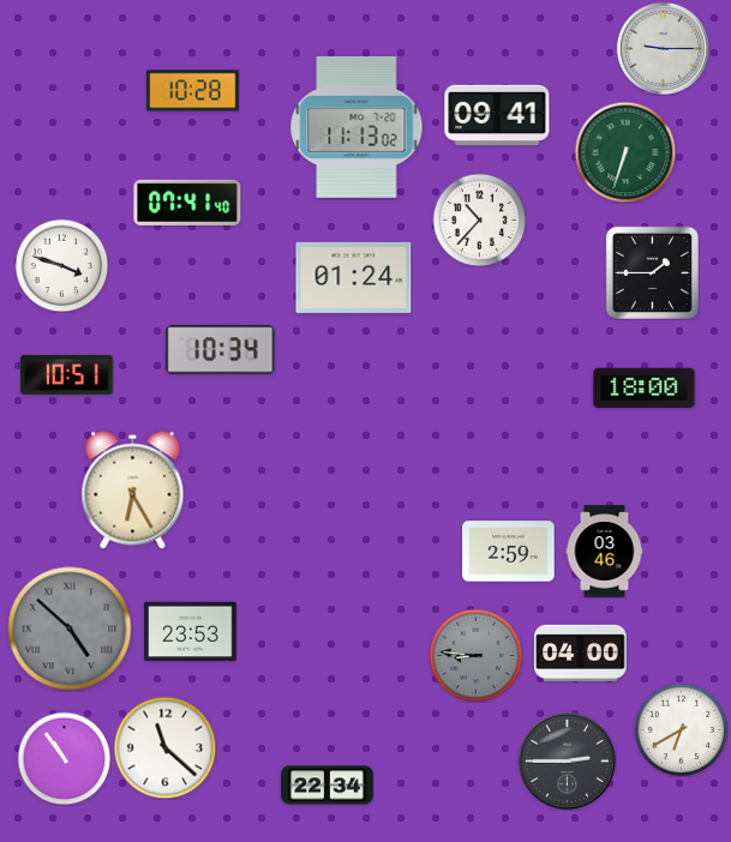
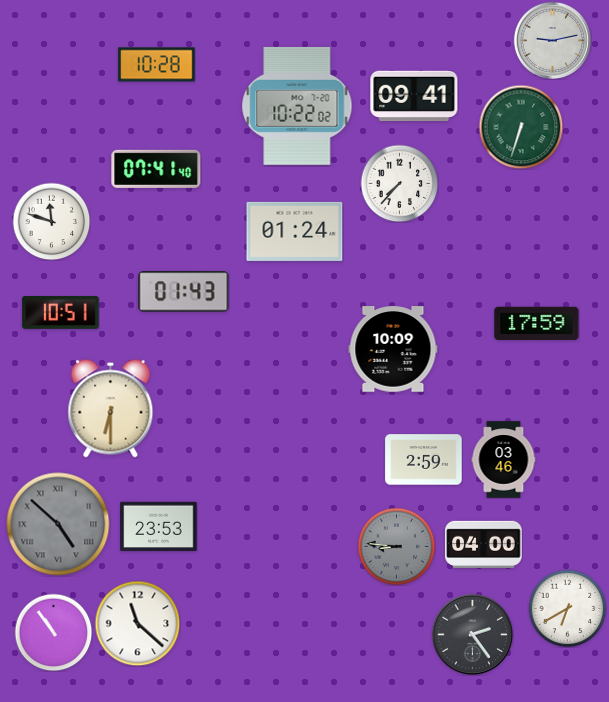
clock at (663, 48): 9:15 -> 9:13
clock at (193, 91) position: (193, 91) -> (157, 65)
clock at (356, 127): 11:13 -> 10:22
clock at (479, 219): 10:37 -> 7:37
clock at (61, 265): 3:48 -> 11:48
clock at (652, 272): 1:45 -> none
clock at (221, 350): 10:34 -> 01:43
clock at (67, 374) position: (67, 374) -> (61, 312)
clock at (645, 389): 18:00 -> 17:59
clock at (393, 349): none -> 10:09
clock at (133, 491): 6:25 -> 6:30
clock at (567, 760): 2:45 -> 2:24
clock at (328, 786): 22:34 -> none
